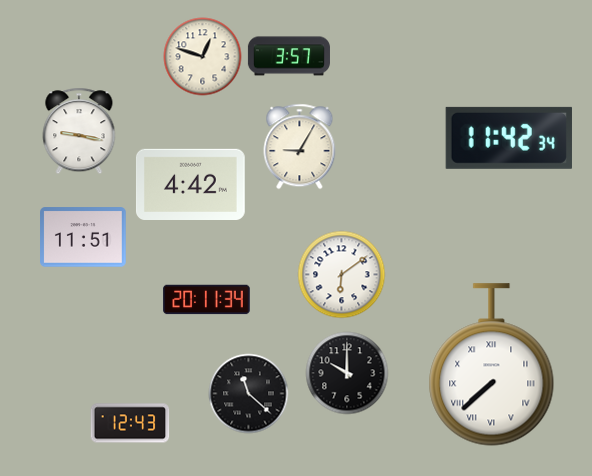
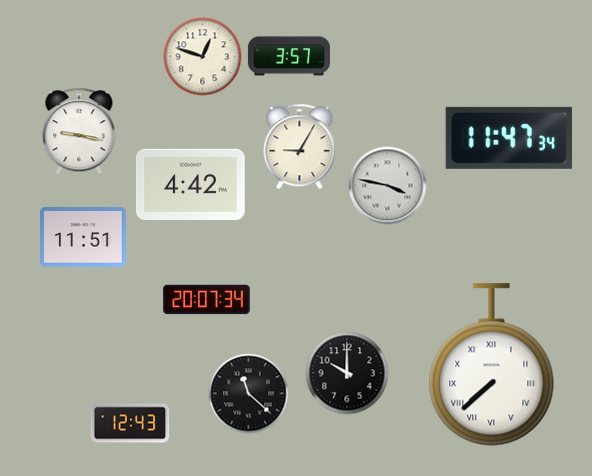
clock at (509, 138): 11:42 -> 11:47
clock at (388, 186): none -> 3:47
clock at (342, 275): 6:09 -> none
clock at (207, 300): 20:11 -> 20:07
